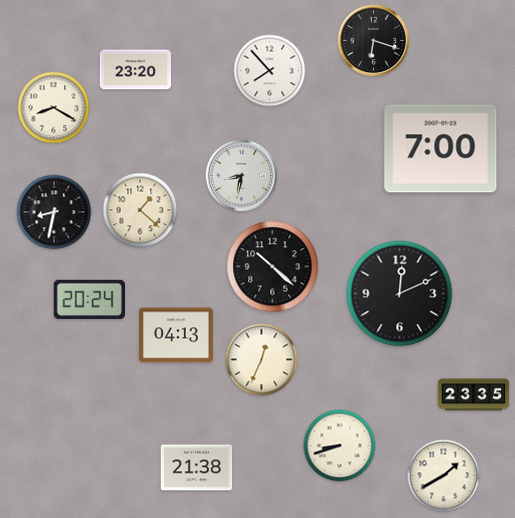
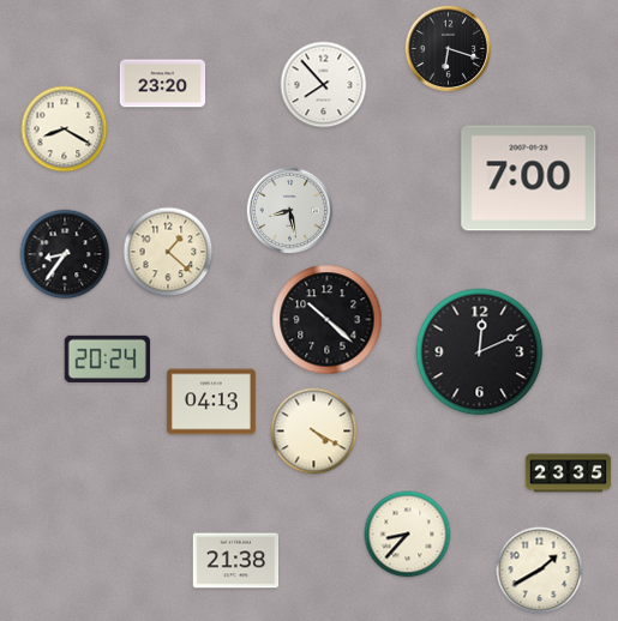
clock at (242, 176): 8:32 -> 8:28
clock at (54, 212): 8:32 -> 8:36
clock at (262, 360): 12:34 -> 4:20
clock at (340, 446): 8:42 -> 8:37
clock at (444, 476) position: (444, 476) -> (540, 571)
